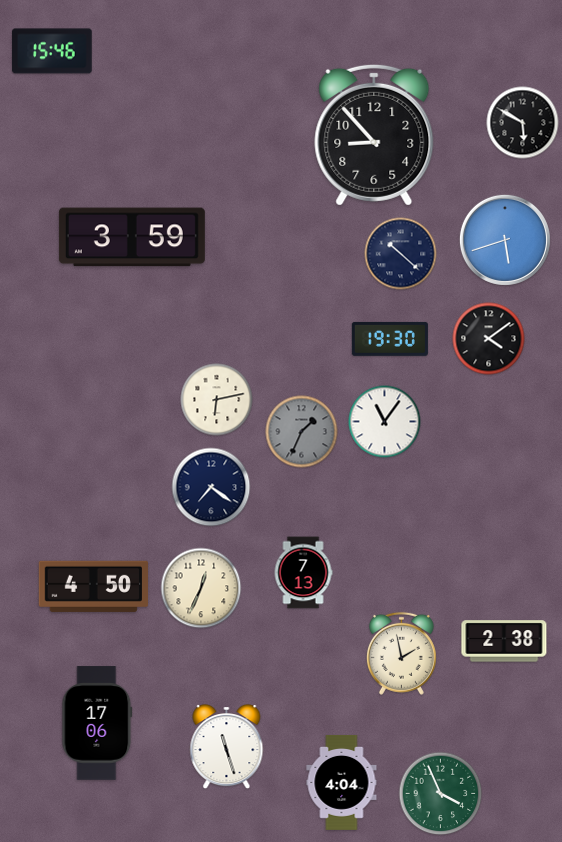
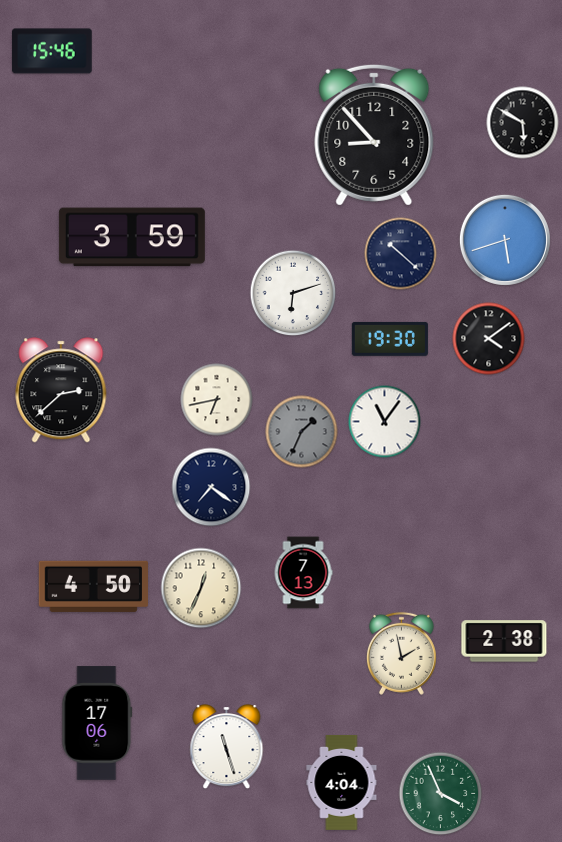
clock at (293, 293): none -> 6:12
clock at (61, 390): none -> 2:38
clock at (217, 400): 6:13 -> 6:43
